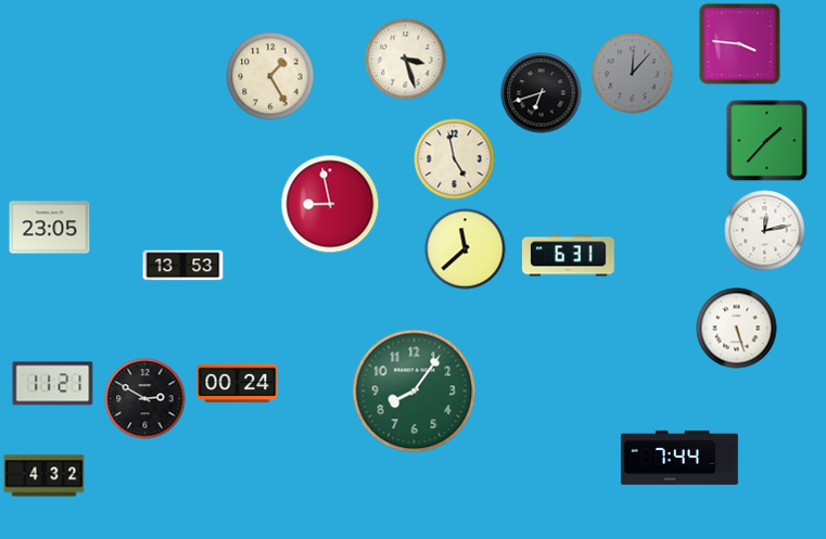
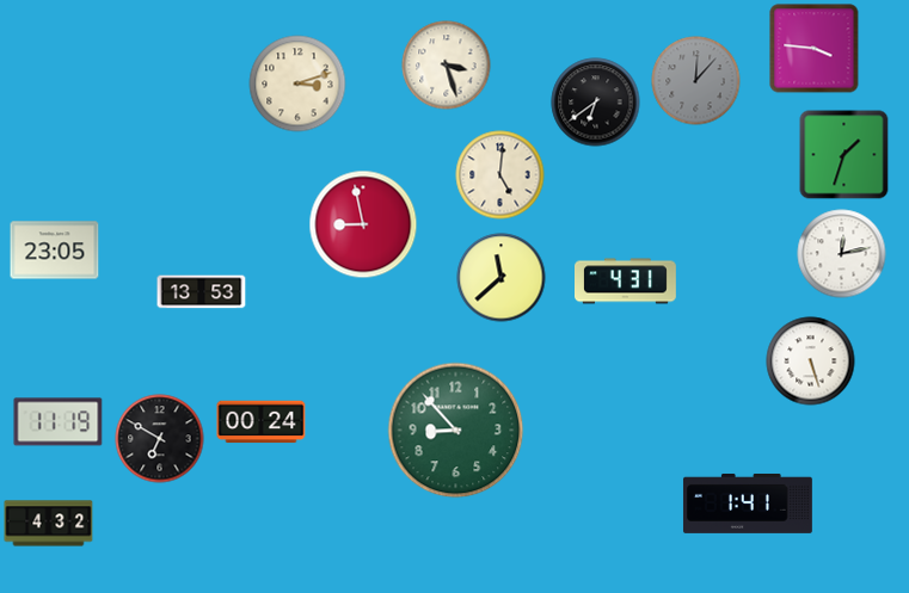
clock at (270, 76): 1:25 -> 3:12
clock at (542, 93): 6:42 -> 6:39
clock at (767, 141): 1:37 -> 1:33
clock at (455, 159): 4:58 -> 5:01
clock at (466, 249) position: (466, 249) -> (502, 278)
clock at (569, 256): 6:31 -> 4:31
clock at (53, 384): 11:21 -> 11:19
clock at (415, 392): 8:06 -> 8:53
clock at (145, 399): 2:50 -> 6:50
clock at (679, 458): 7:44 -> 1:41
